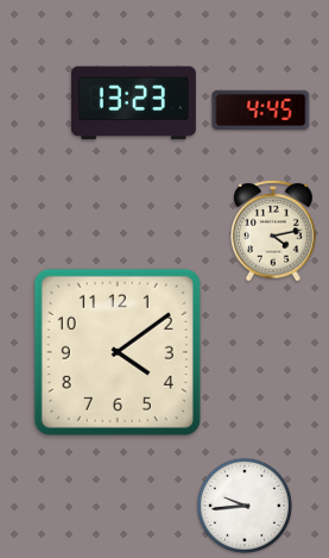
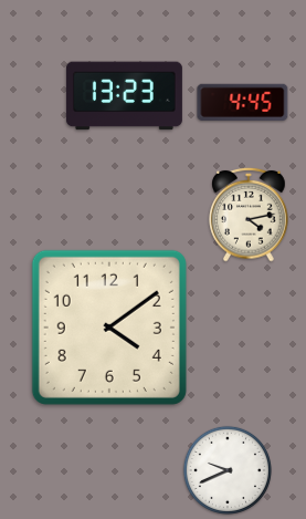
clock at (273, 231) position: (273, 231) -> (249, 215)
clock at (245, 506): 9:44 -> 9:41
